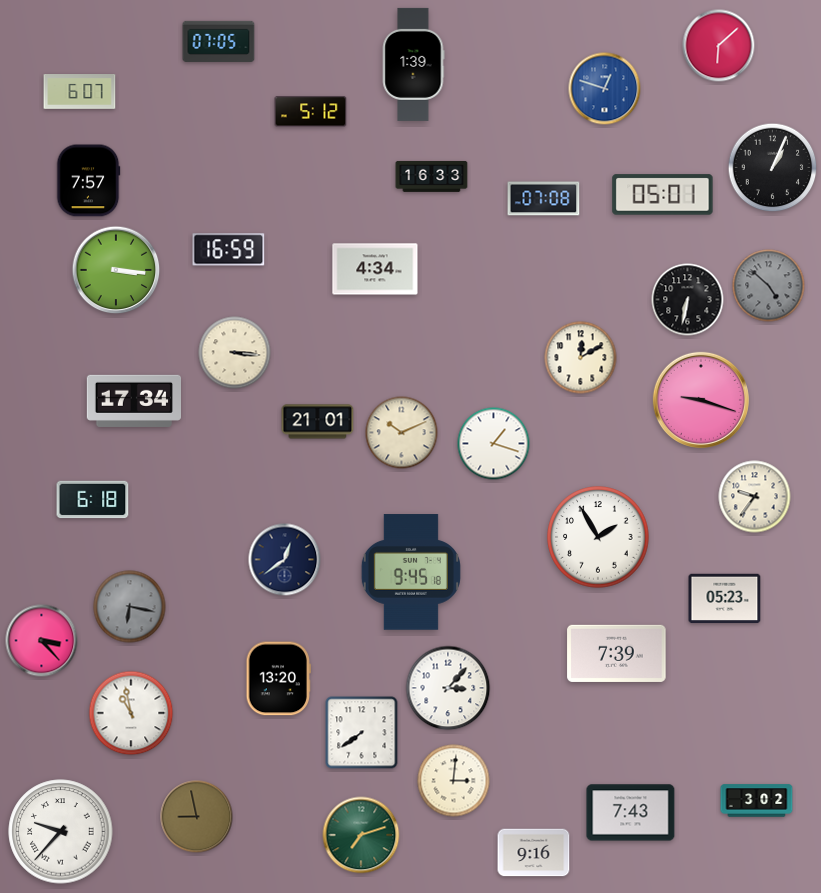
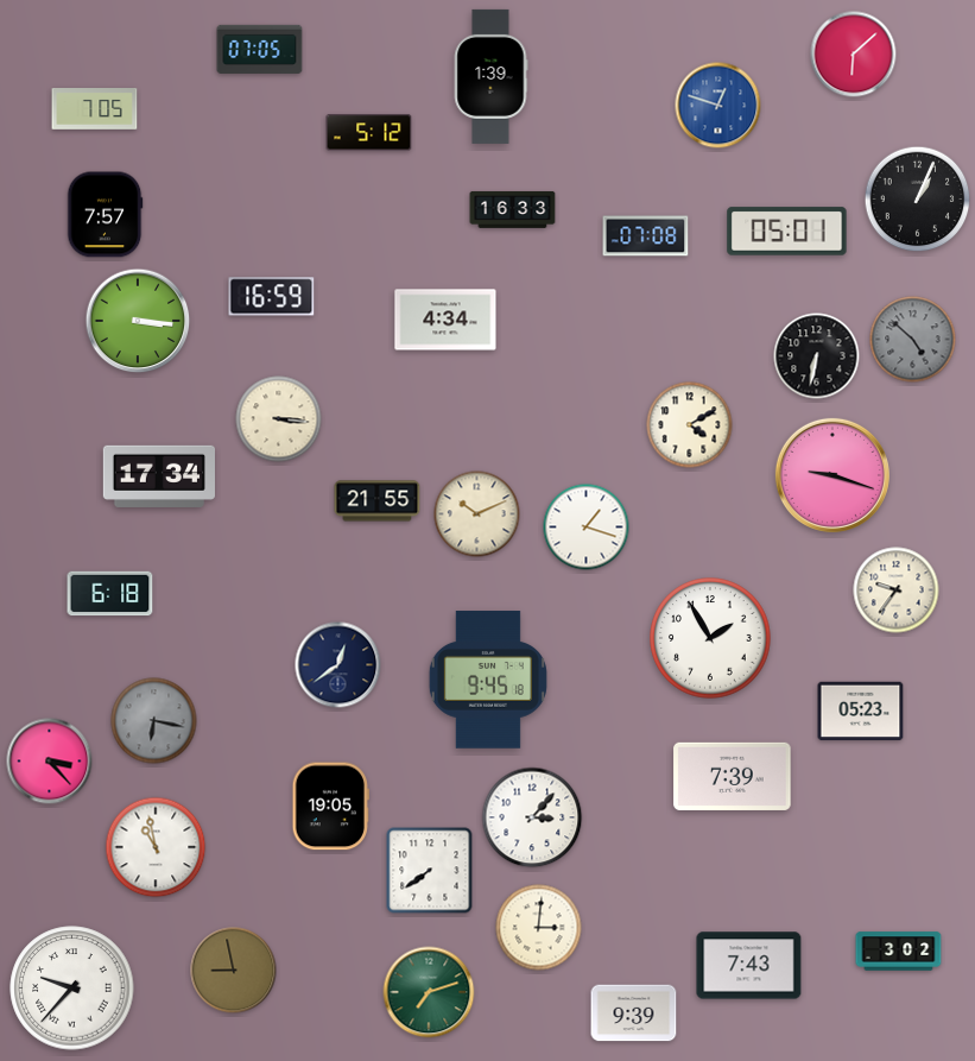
clock at (80, 92): 6:07 -> 7:05
clock at (581, 358): 12:10 -> 4:10
clock at (318, 422): 21:01 -> 21:55
clock at (278, 679): 13:20 -> 19:05
clock at (534, 853): 9:16 -> 9:39
